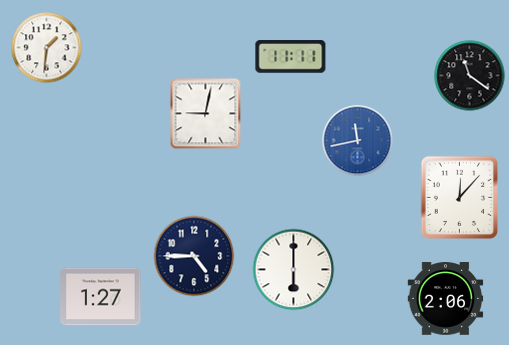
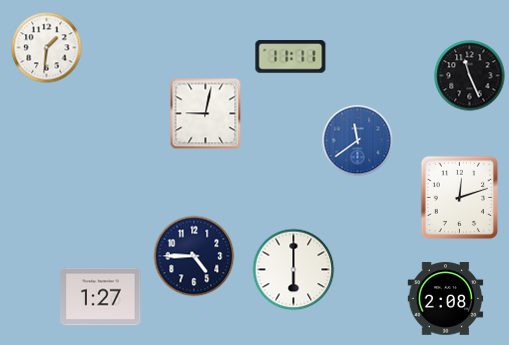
clock at (470, 76): 11:21 -> 11:26
clock at (358, 141): 11:43 -> 11:39
clock at (459, 198): 12:07 -> 12:12
clock at (446, 299): 2:06 -> 2:08
